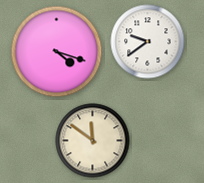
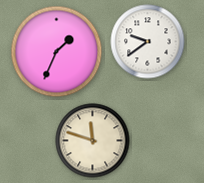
clock at (57, 52): 4:18 -> 1:34
clock at (93, 141): 11:51 -> 11:48
